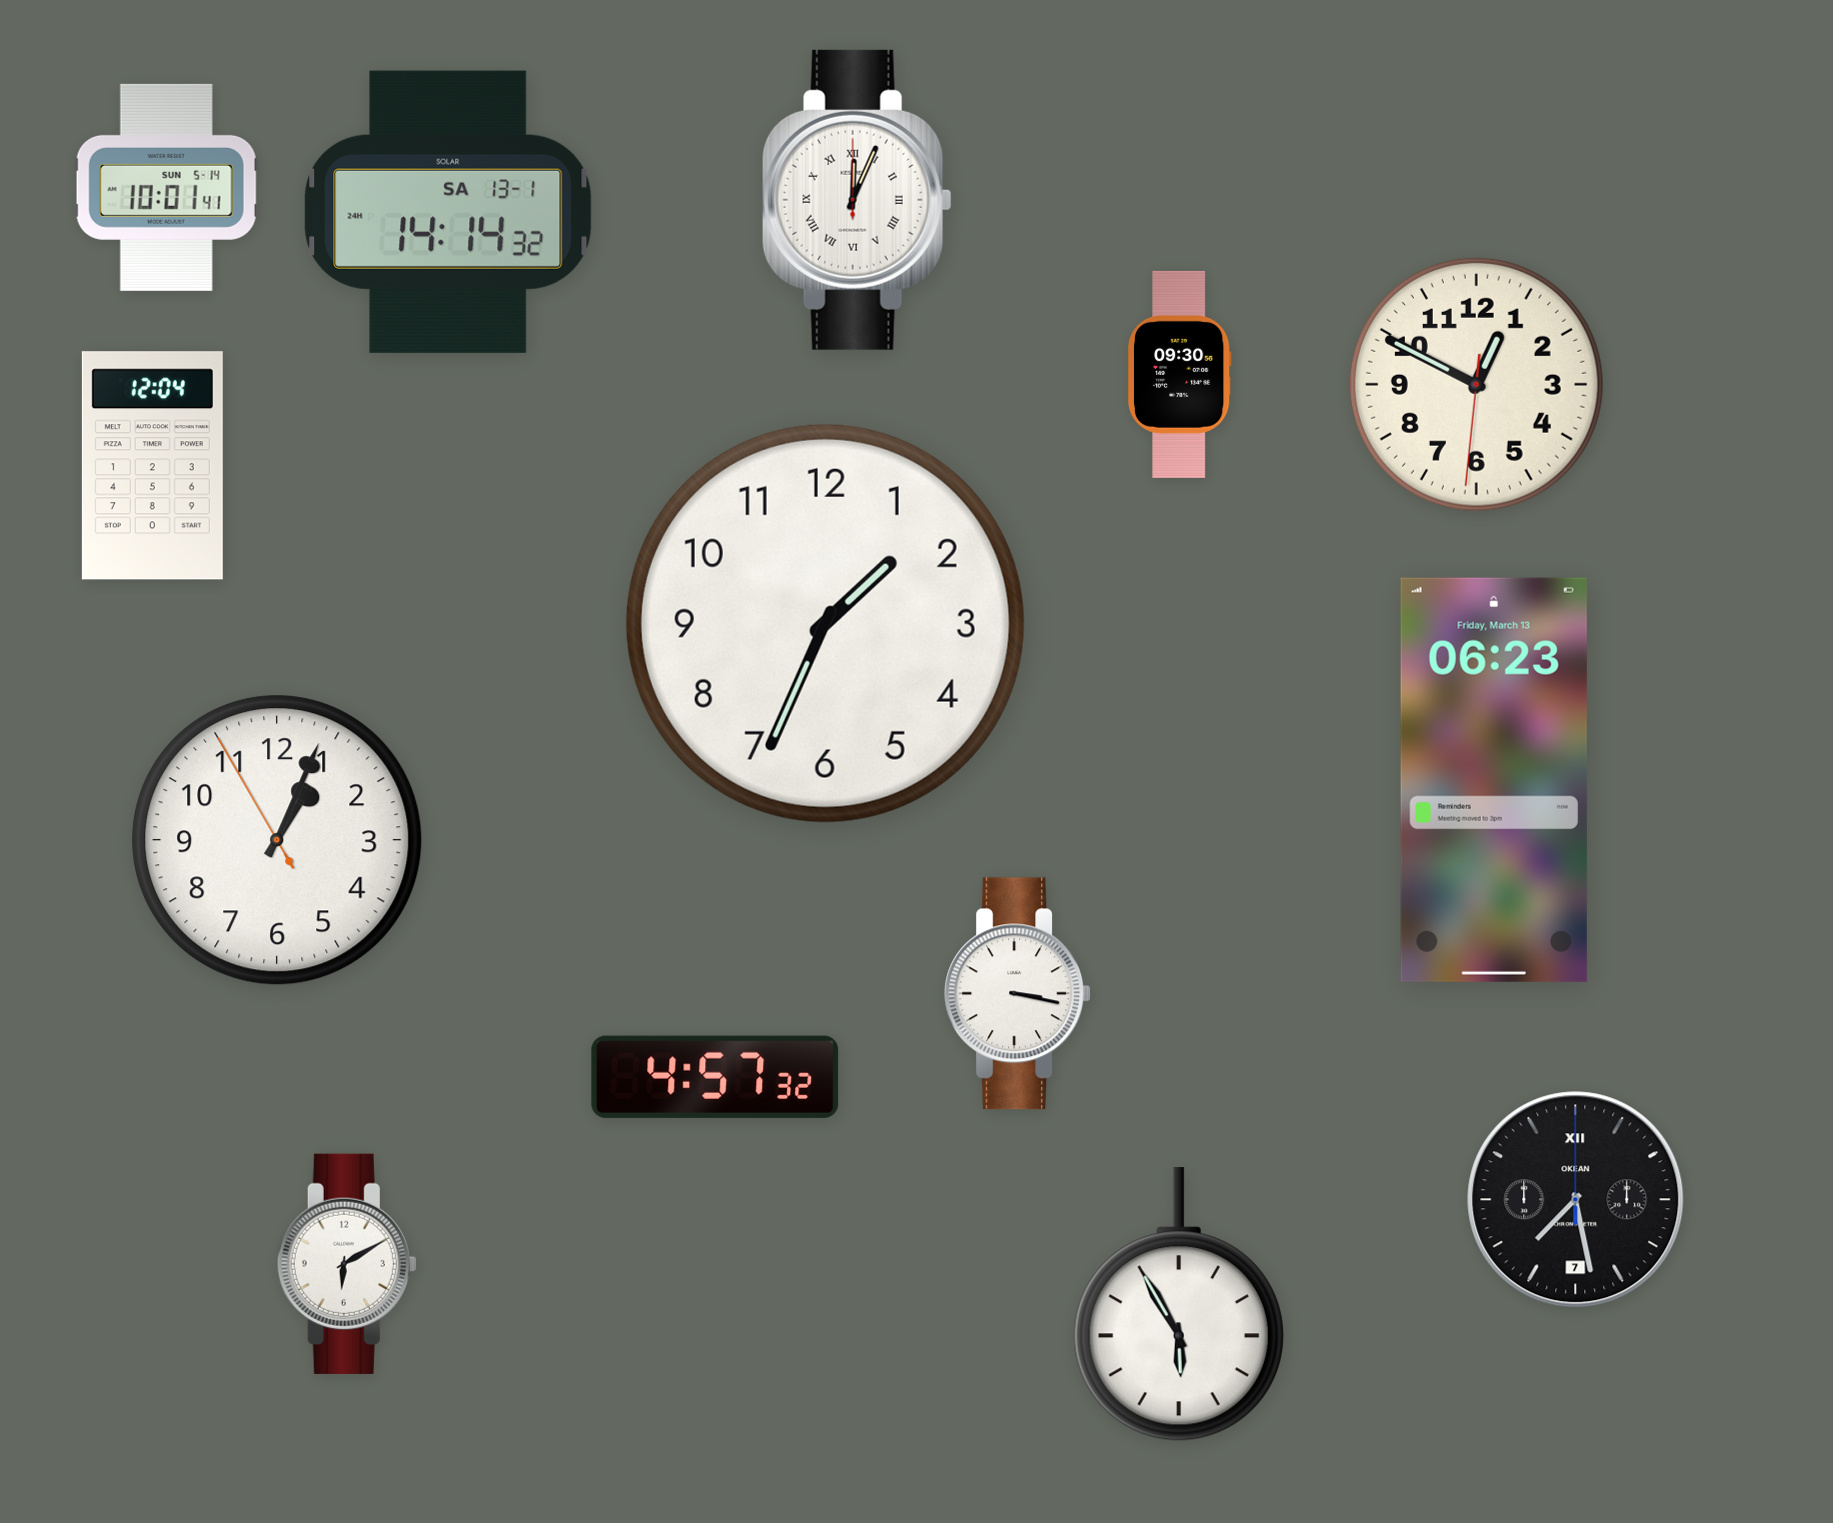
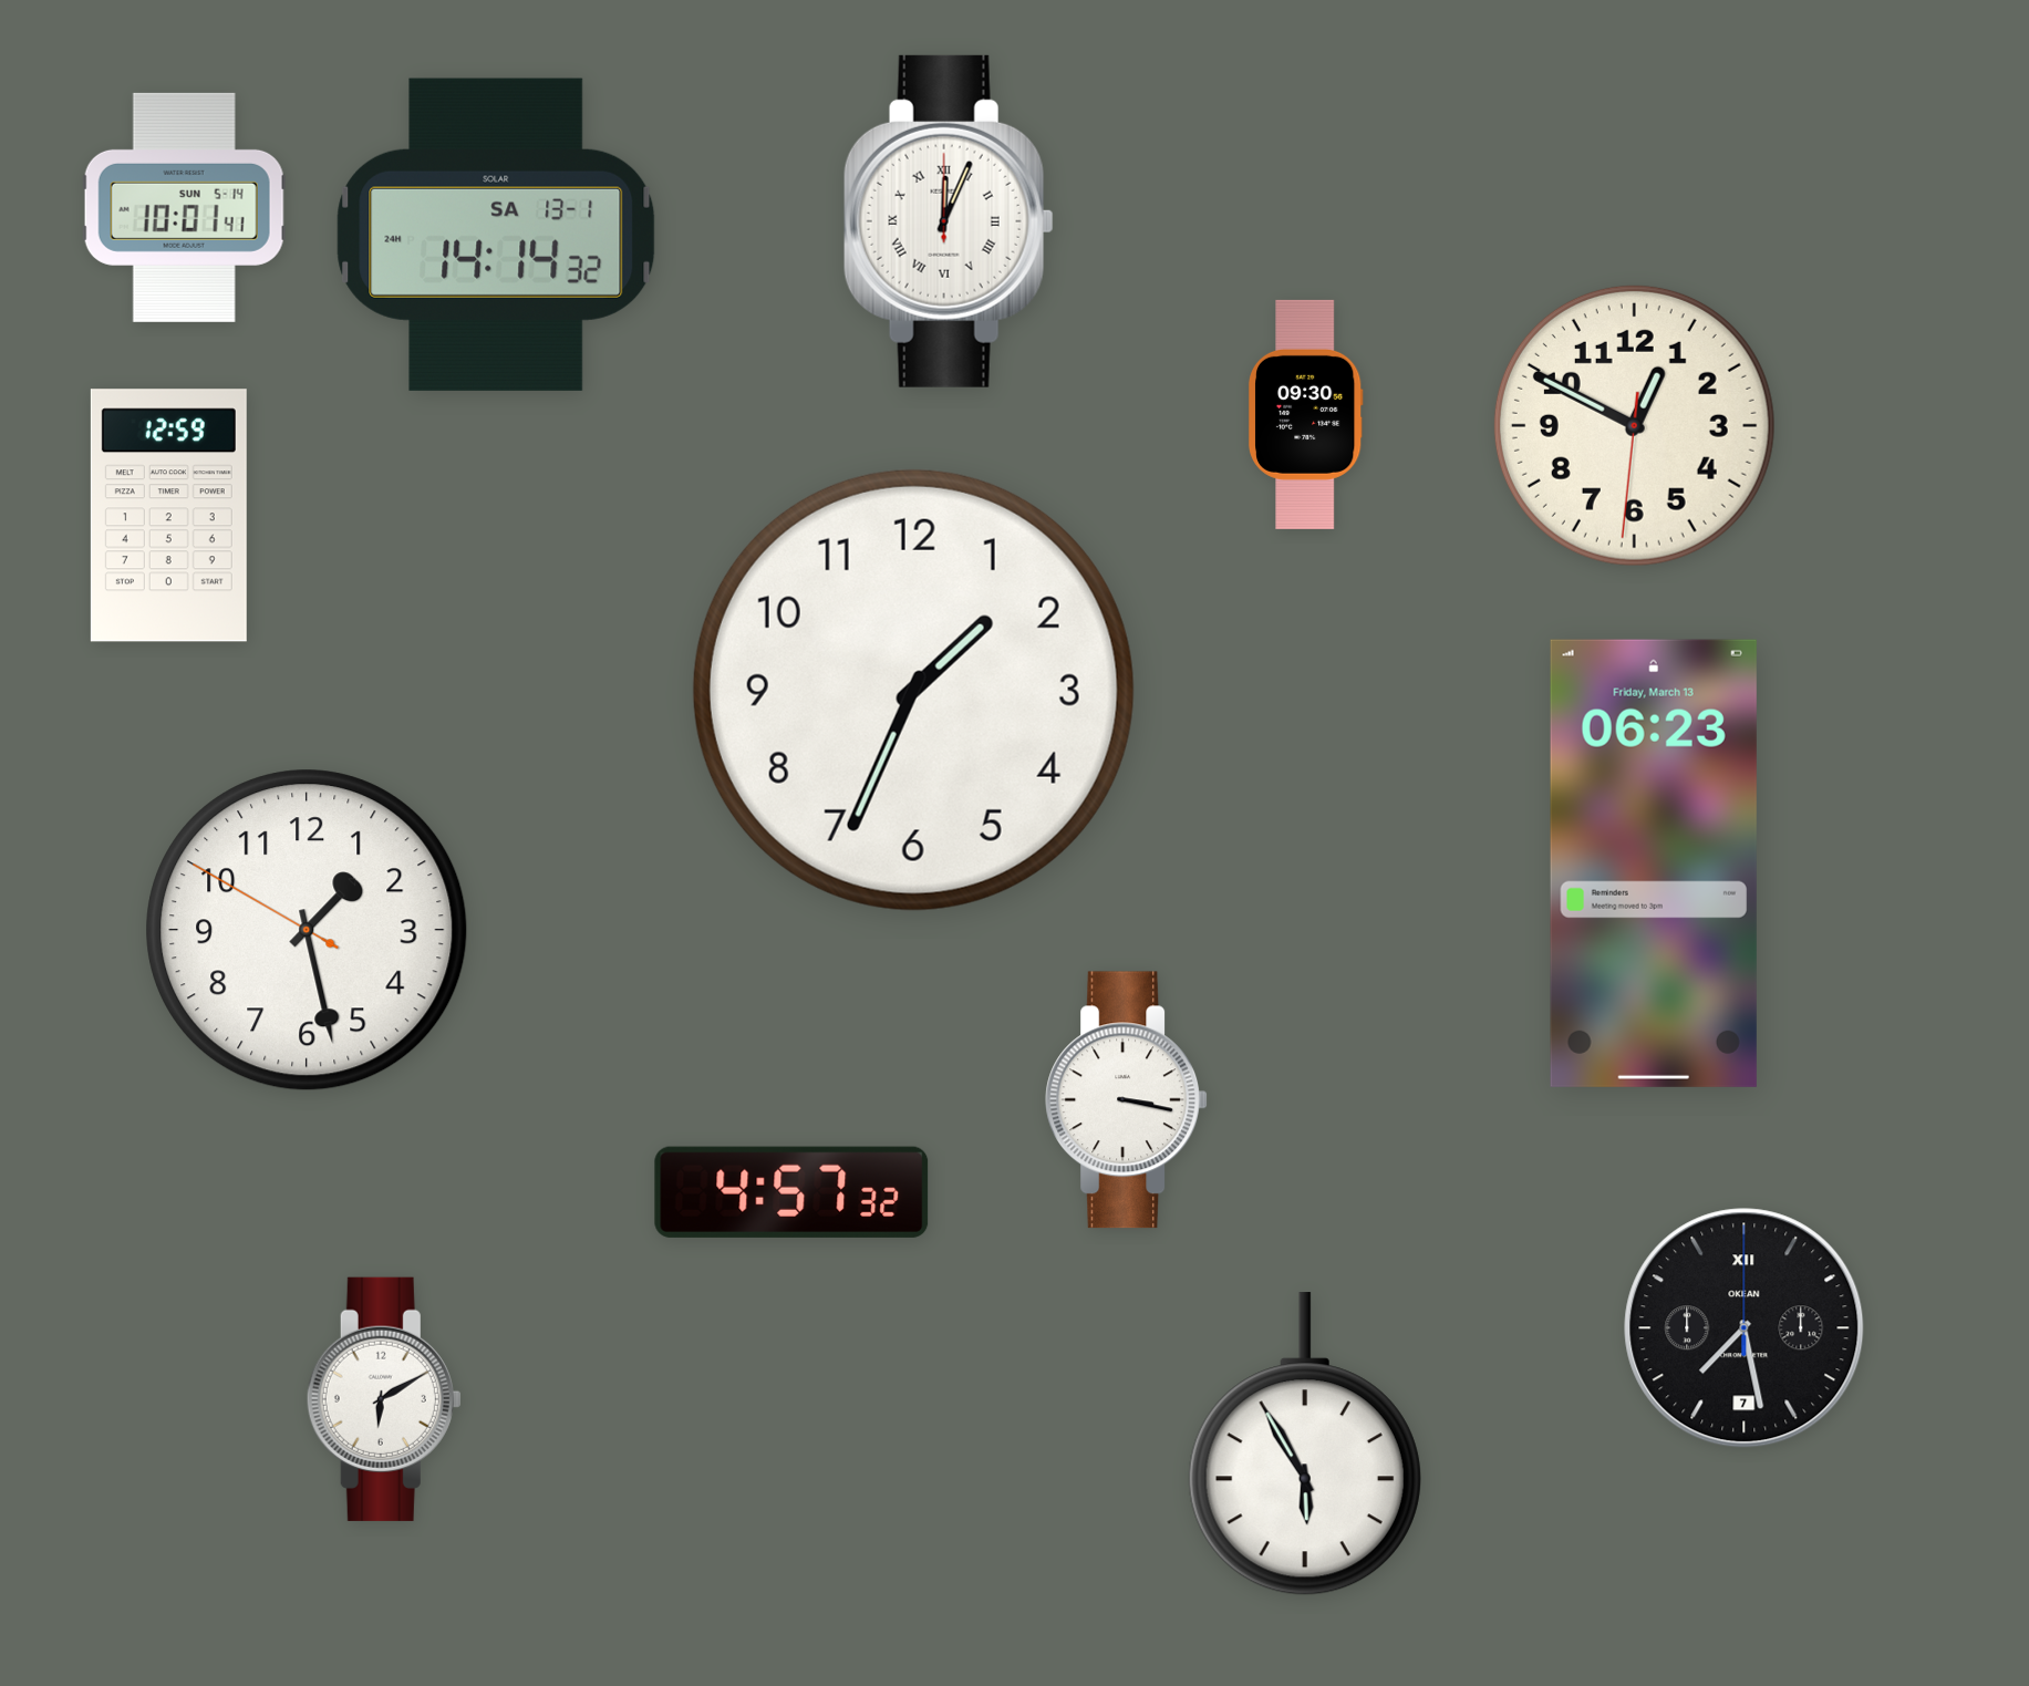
clock at (152, 466): 12:04 -> 12:59
clock at (277, 840): 1:03 -> 1:27
